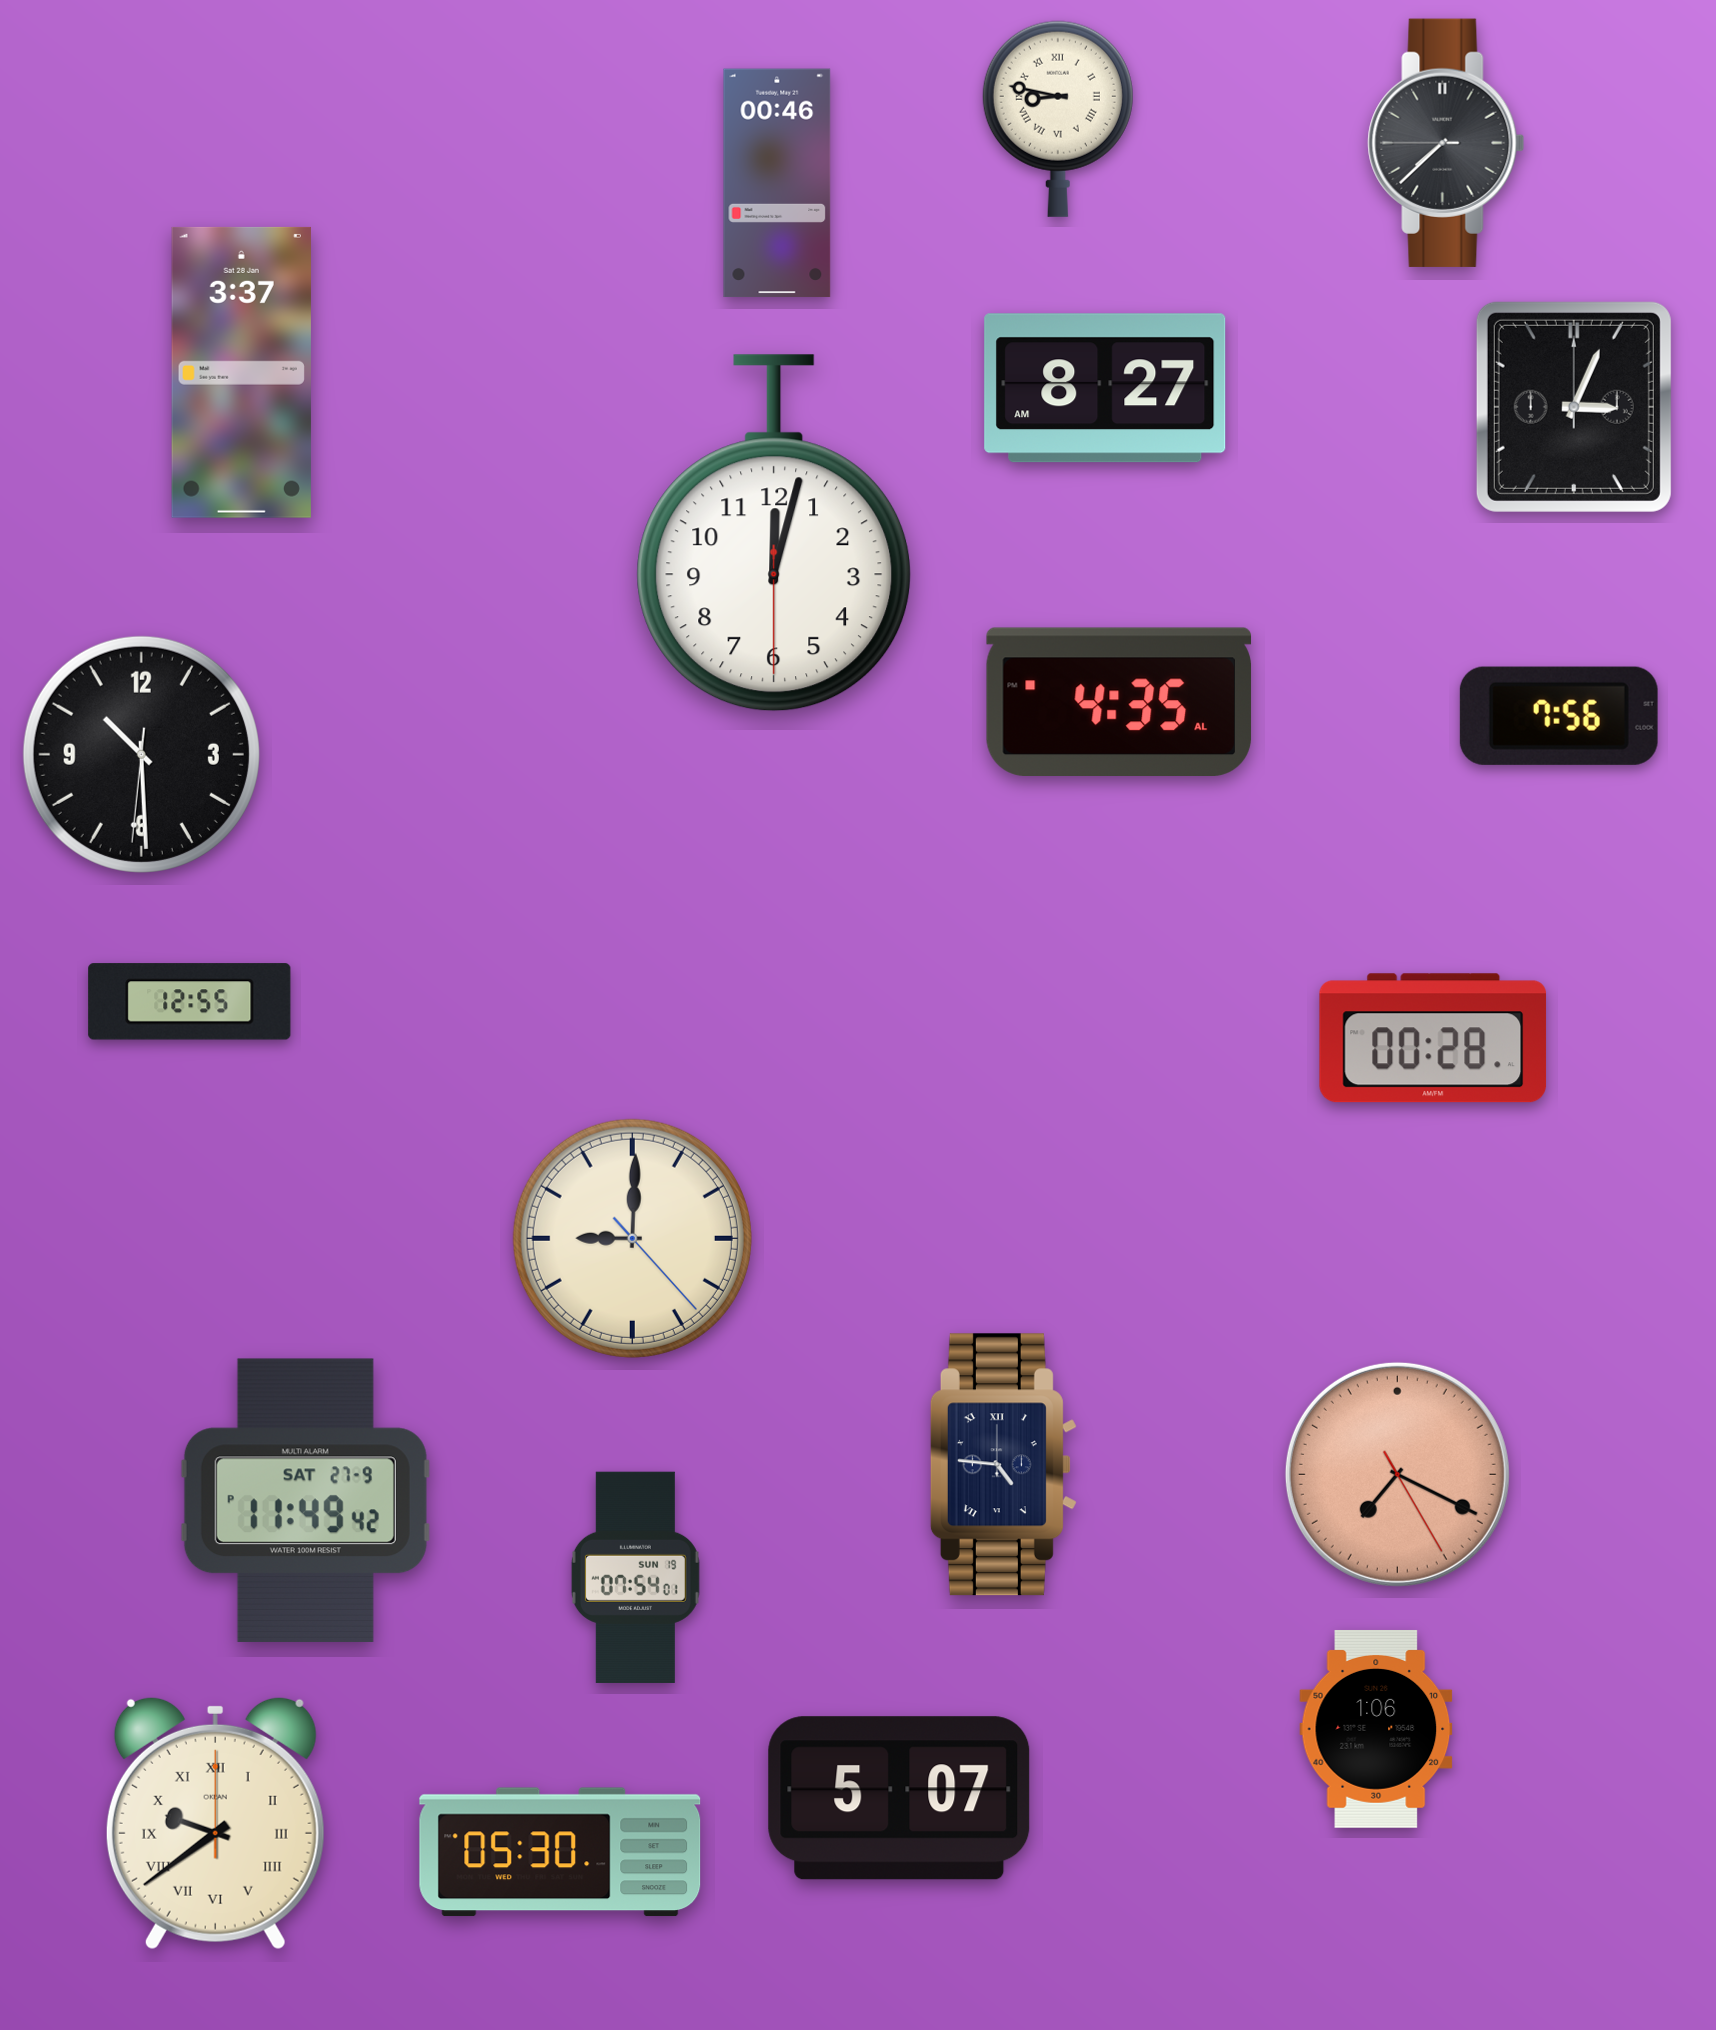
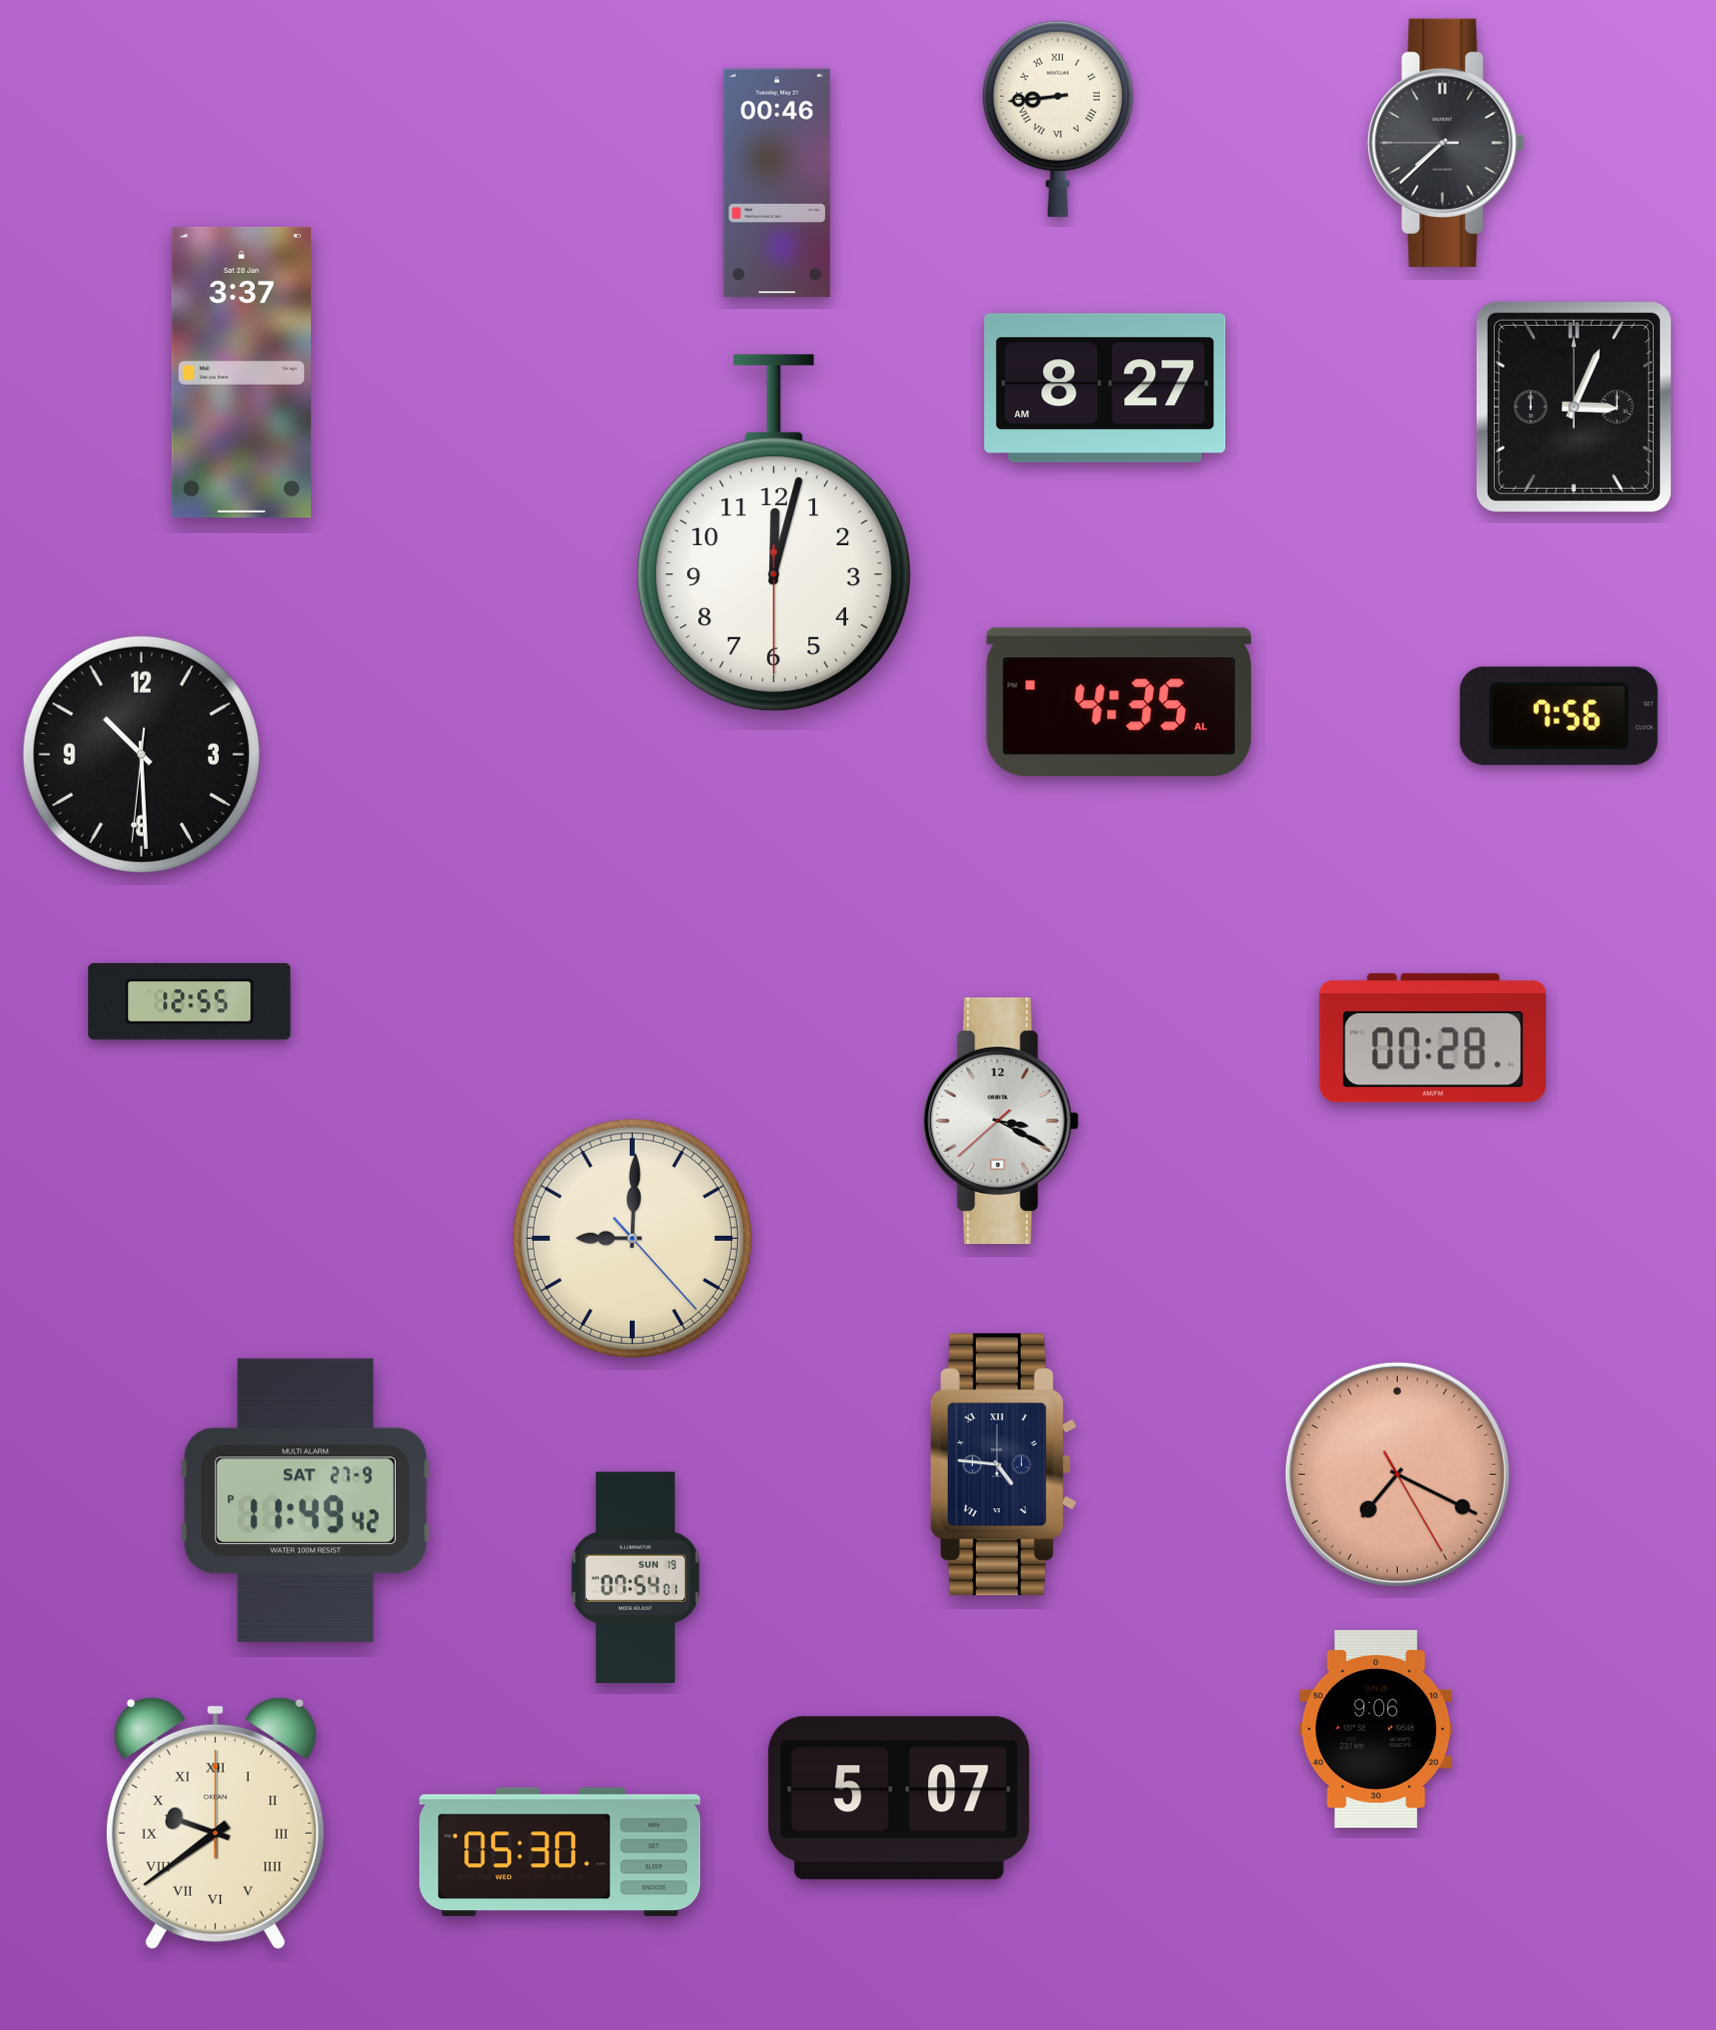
clock at (1058, 119): 8:47 -> 8:44
clock at (1001, 1120): none -> 3:19
clock at (1376, 1729): 1:06 -> 9:06
